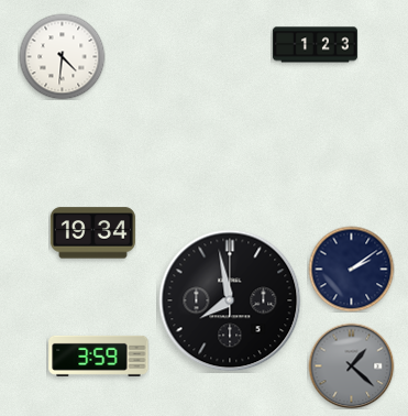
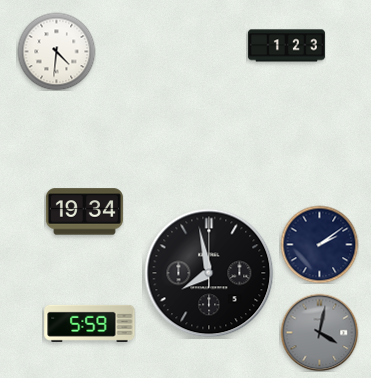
clock at (315, 45) position: (315, 45) -> (286, 46)
clock at (99, 355): 3:59 -> 5:59
clock at (351, 365): 1:22 -> 4:02
